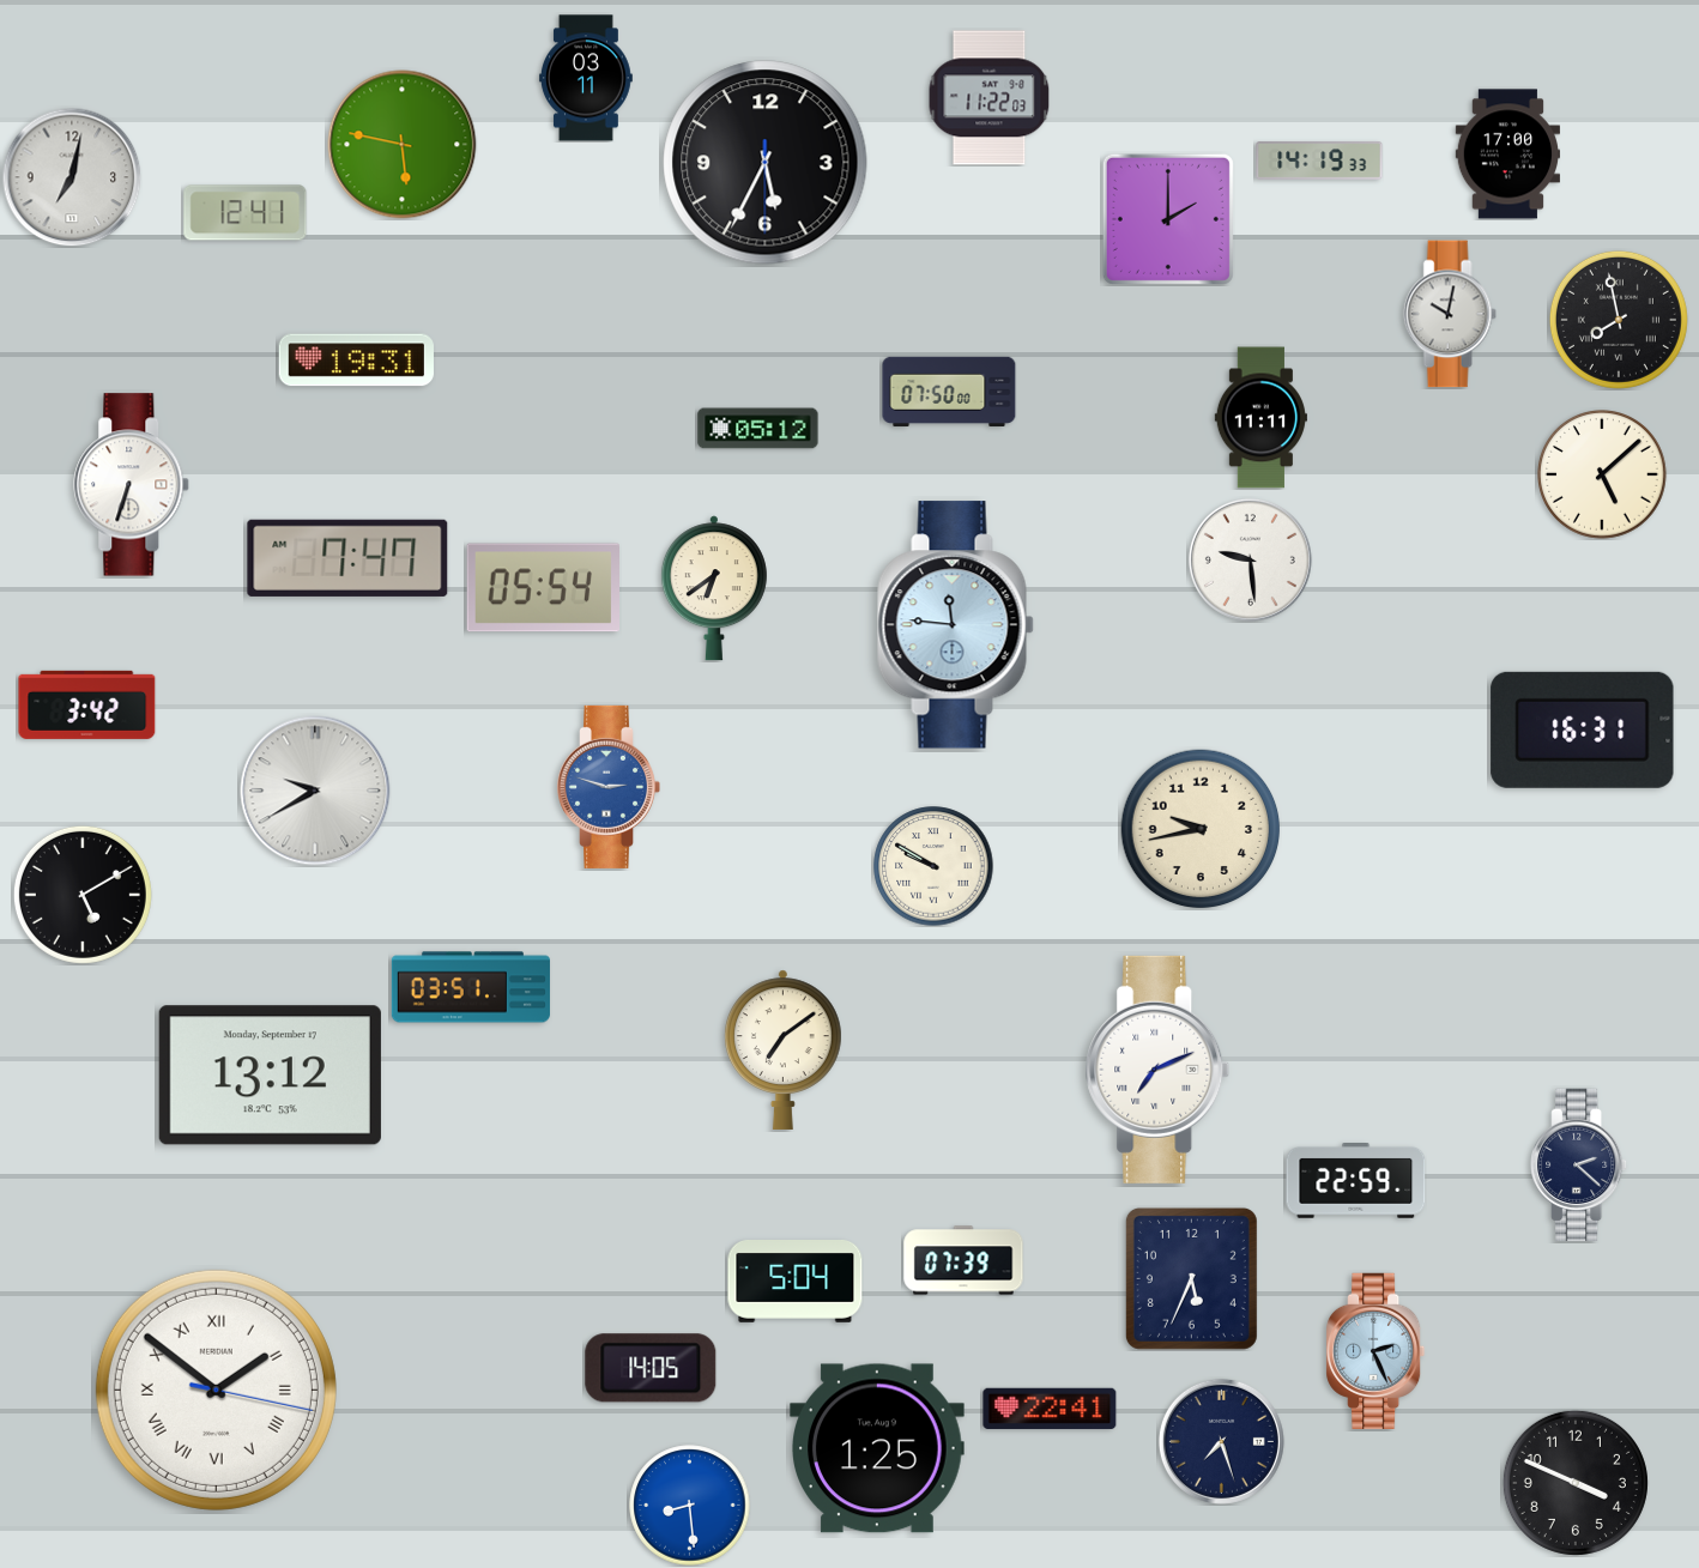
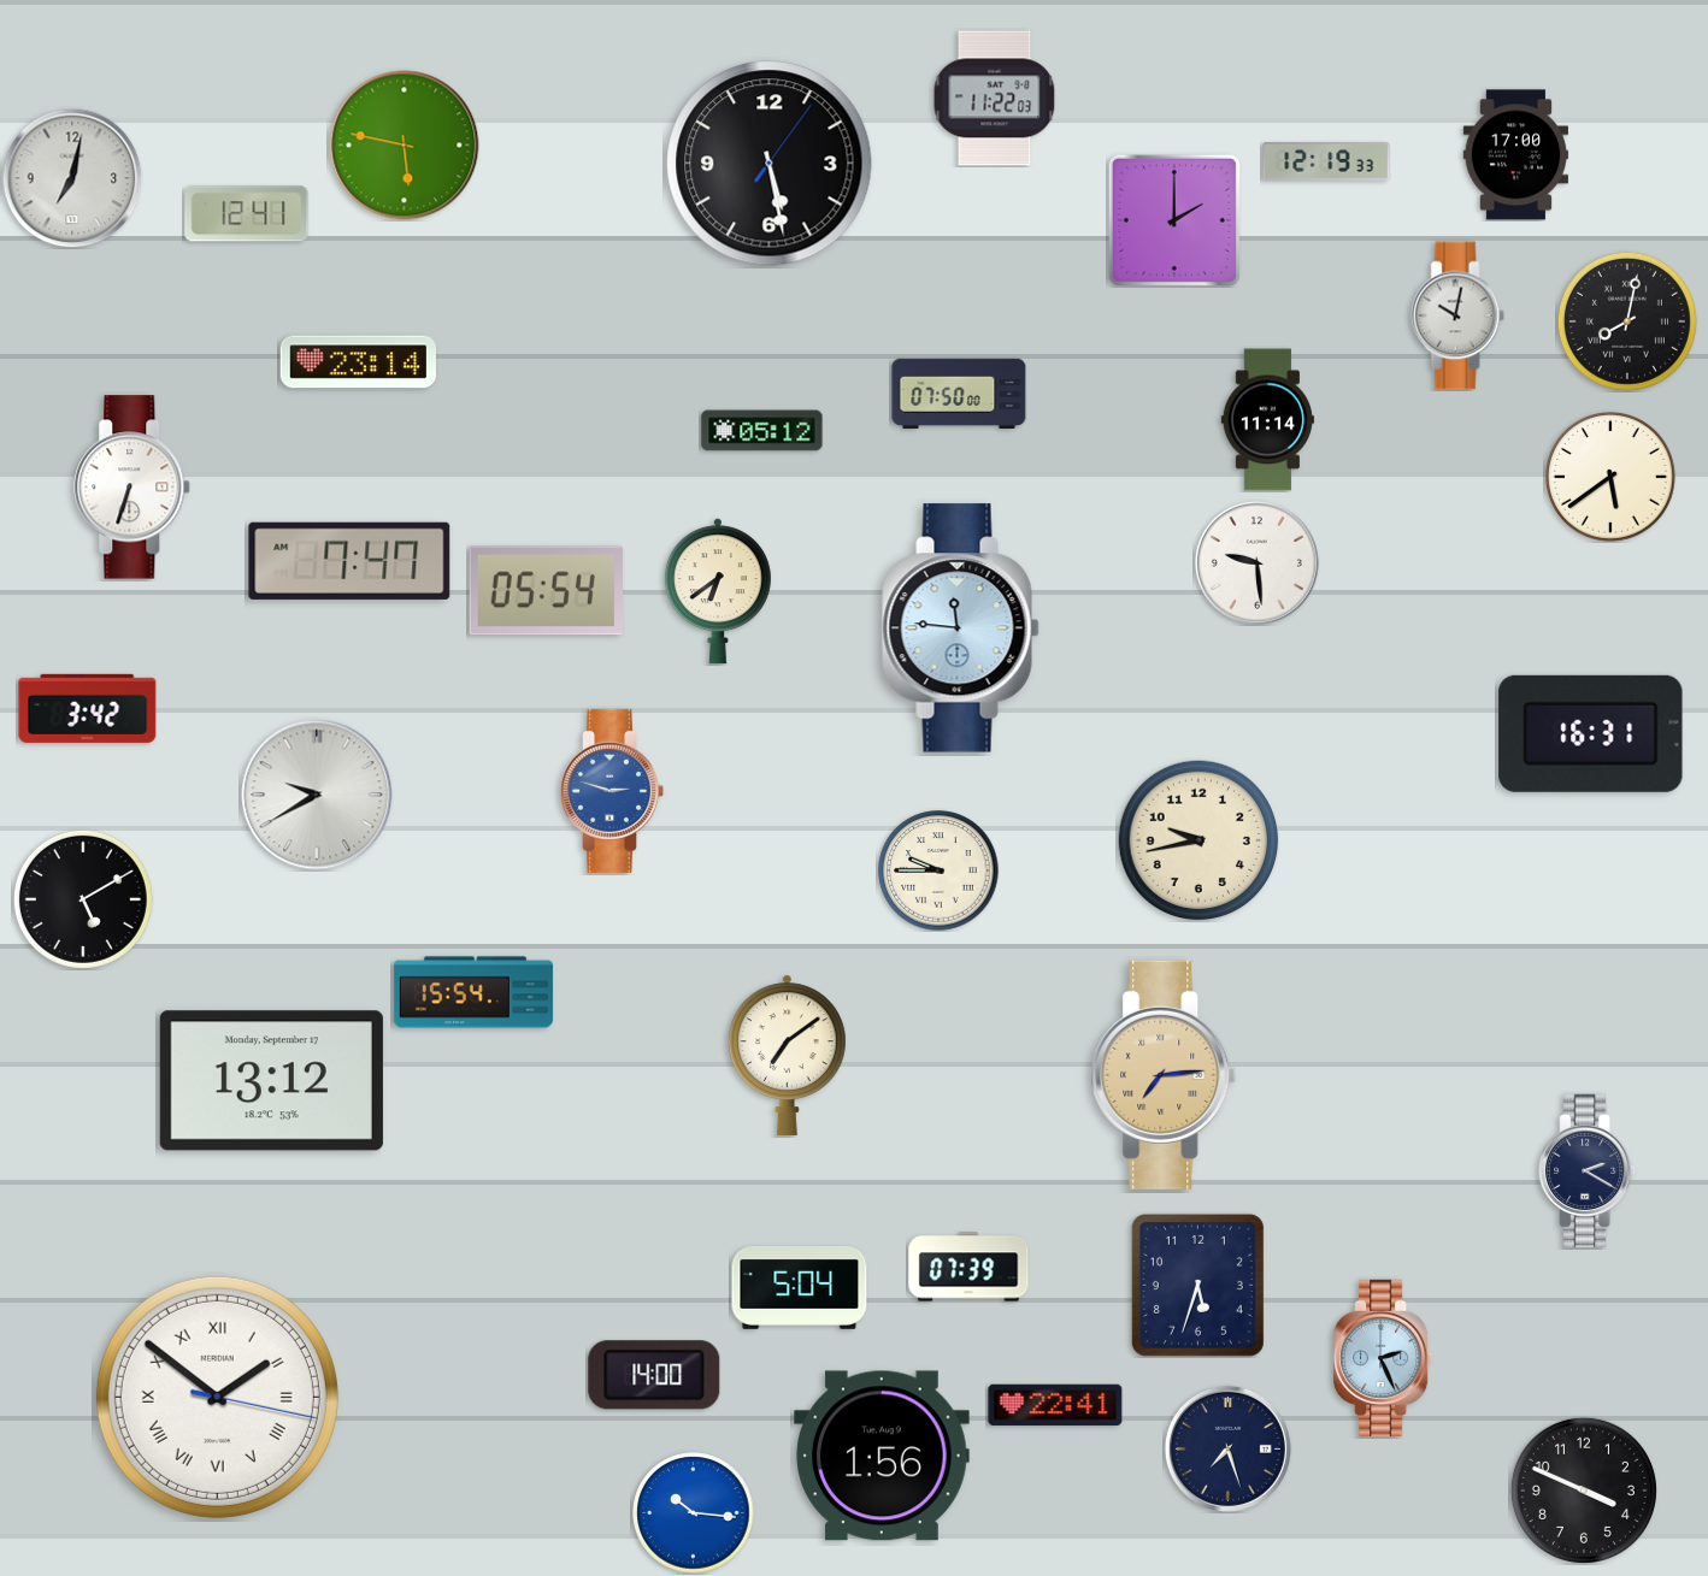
clock at (586, 78): 03:11 -> none
clock at (1319, 161): 14:19 -> 12:19
clock at (766, 163): 5:34 -> 5:28
clock at (1619, 320): 7:58 -> 8:02
clock at (356, 361): 19:31 -> 23:14
clock at (949, 392) position: (949, 392) -> (959, 394)
clock at (1260, 418): 11:11 -> 11:14
clock at (1602, 474): 5:08 -> 5:39
clock at (1201, 829) position: (1201, 829) -> (1198, 840)
clock at (933, 866): 9:50 -> 9:45
clock at (471, 987): 03:51 -> 15:54
clock at (1157, 1070): 7:11 -> 7:14
clock at (1157, 1070) dial: white -> champagne
clock at (1579, 1166): 2:22 -> 2:20
clock at (1356, 1181): 22:59 -> none
clock at (1191, 1278): 5:34 -> 5:33
clock at (651, 1368): 14:05 -> 14:00
clock at (1050, 1409) position: (1050, 1409) -> (1055, 1405)
clock at (877, 1448): 1:25 -> 1:56
clock at (690, 1506): 8:29 -> 10:16
